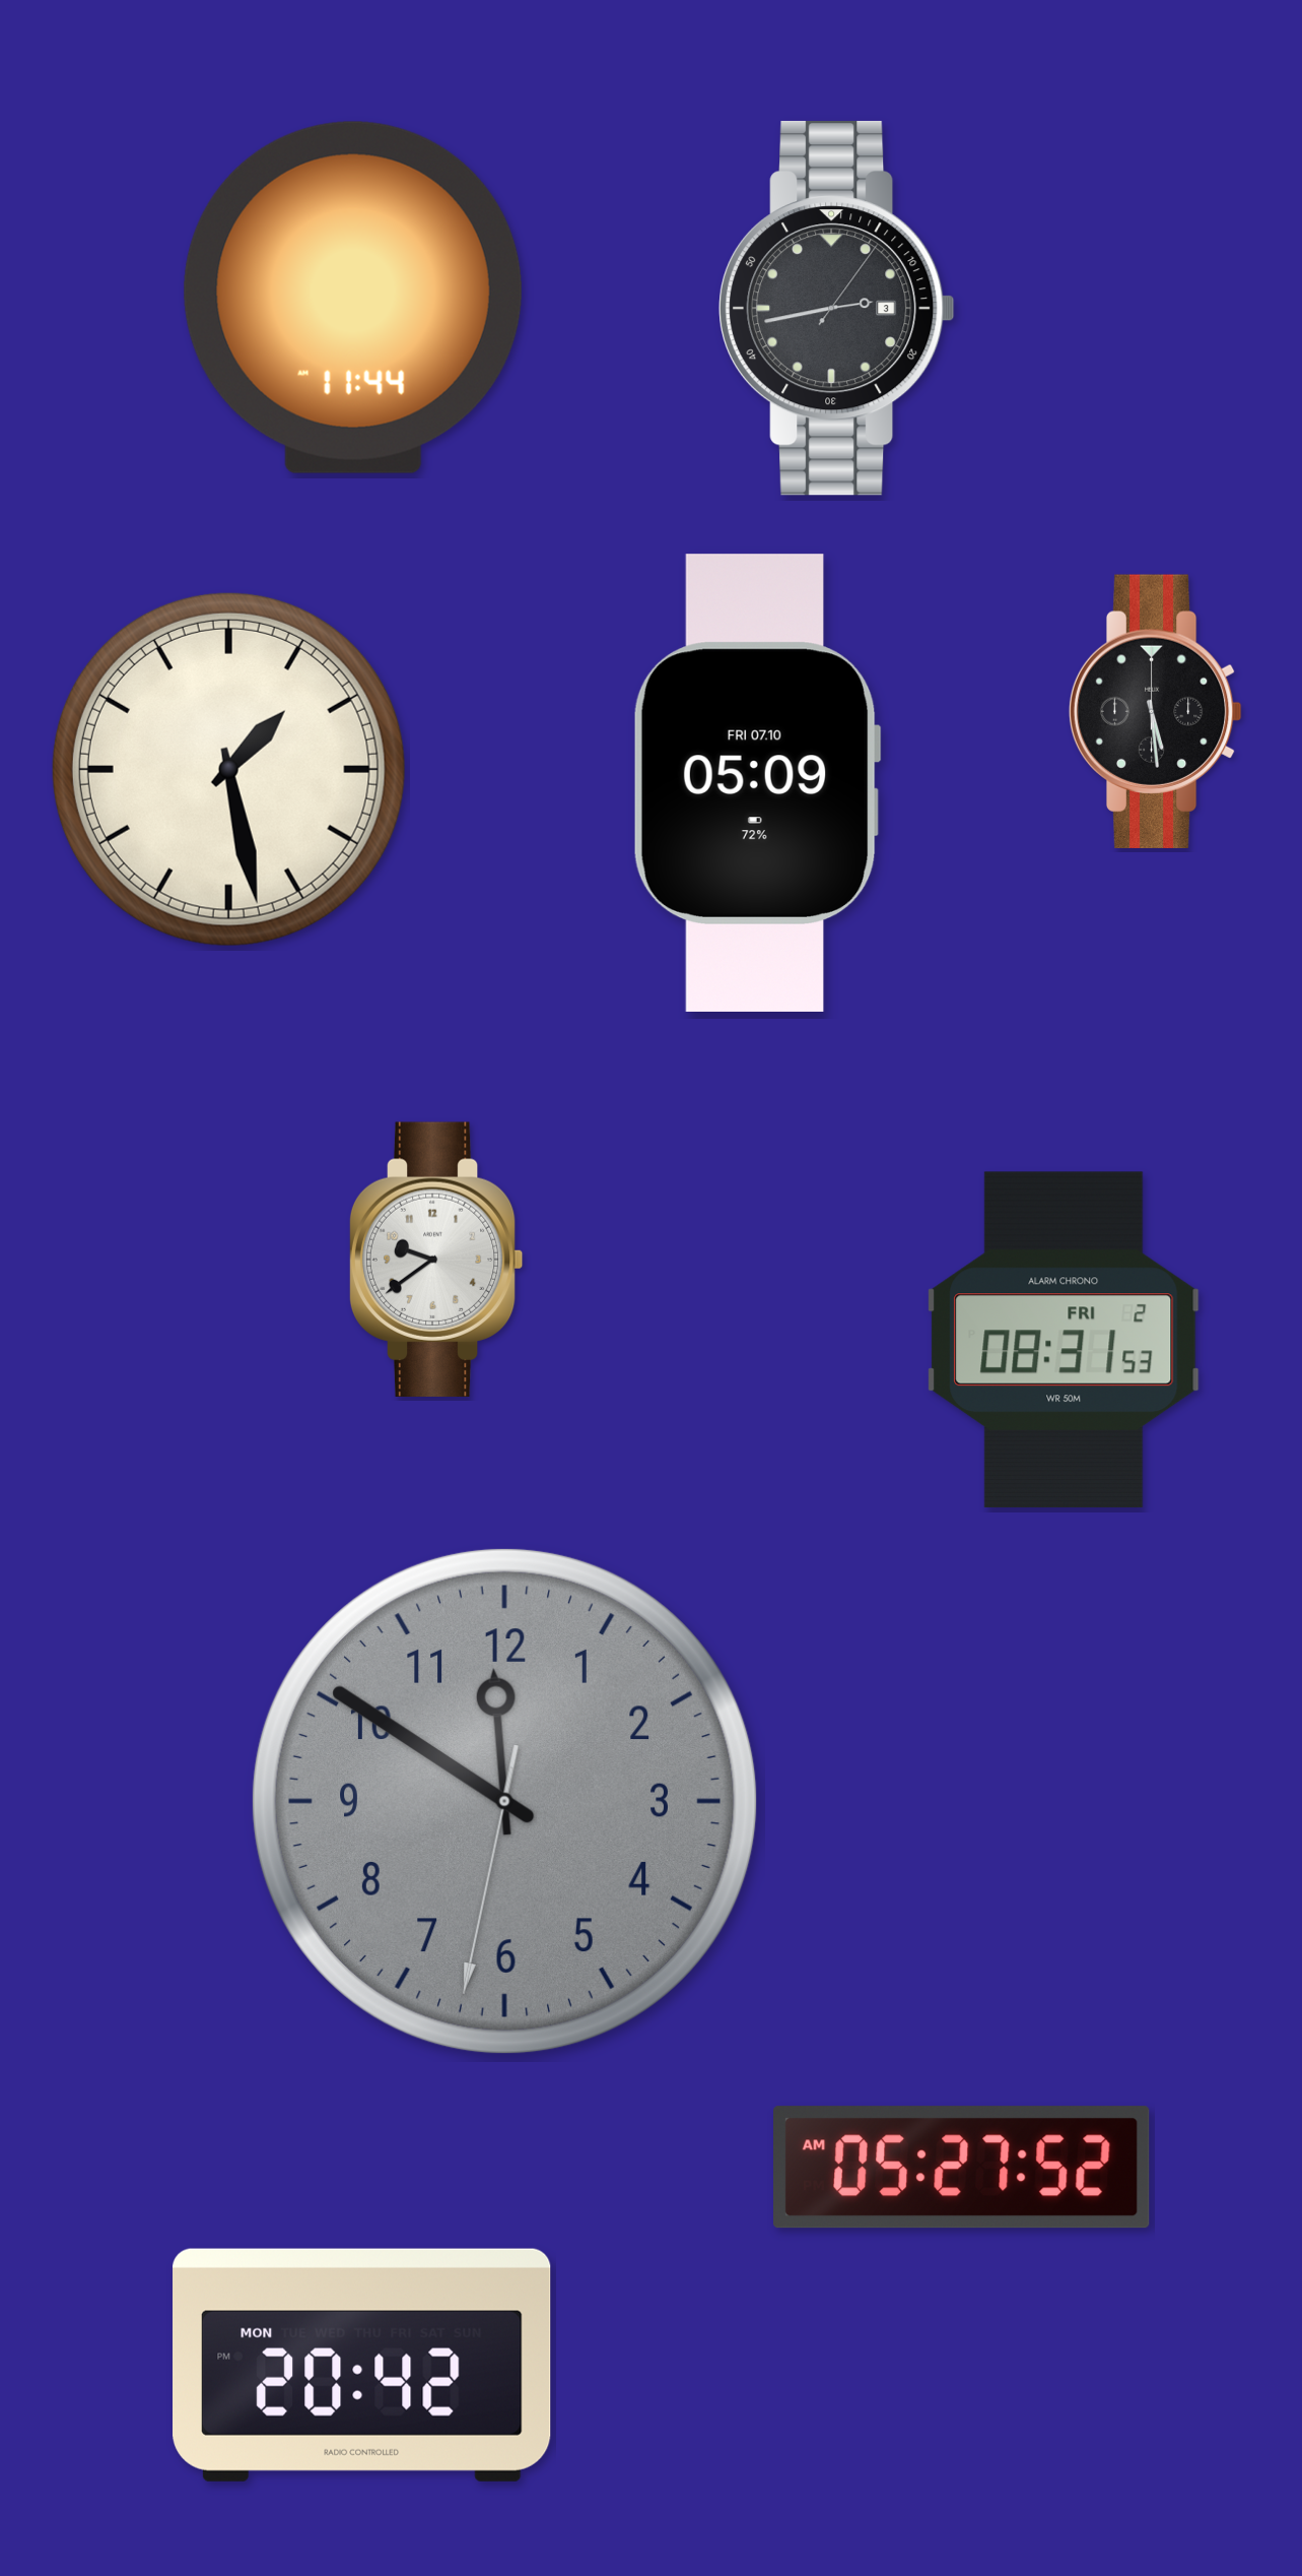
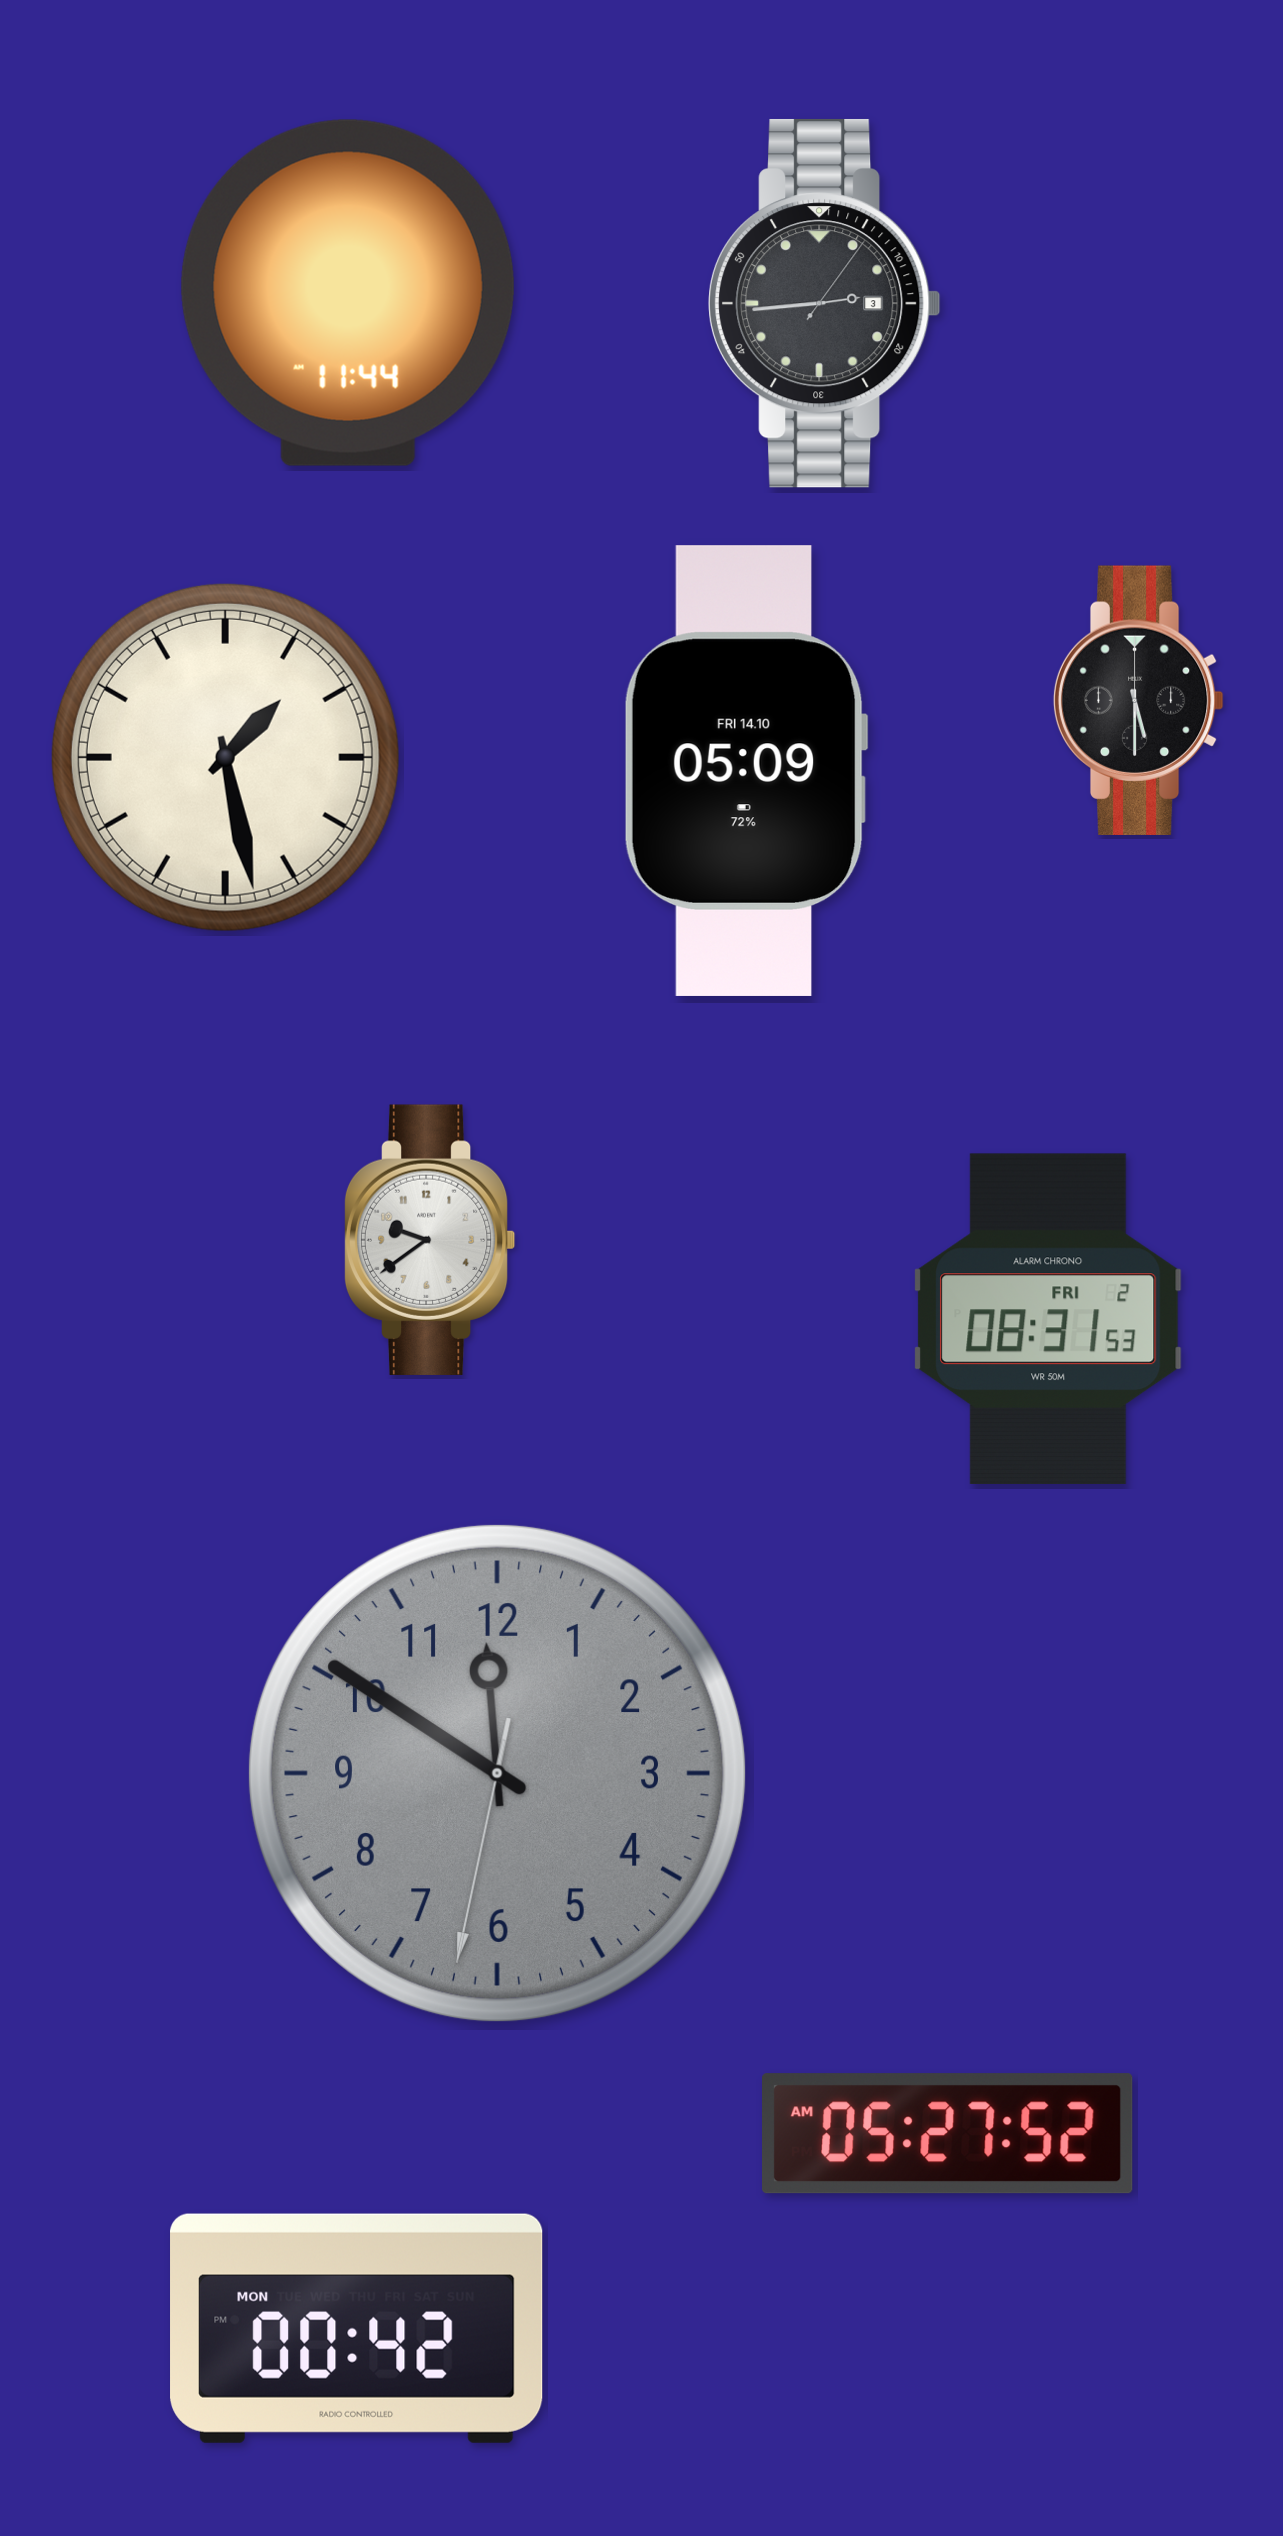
clock at (837, 308): 2:43 -> 2:44
clock at (1155, 711): 5:29 -> 5:30
clock at (757, 783) date: FRI 07.10 -> FRI 14.10
clock at (362, 2365): 20:42 -> 00:42
